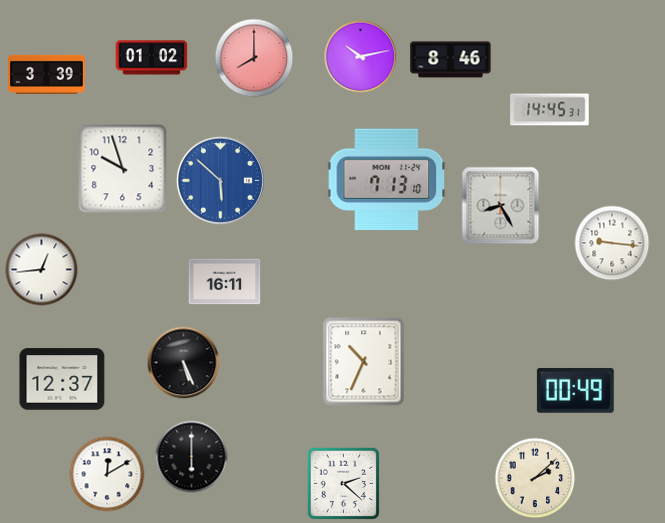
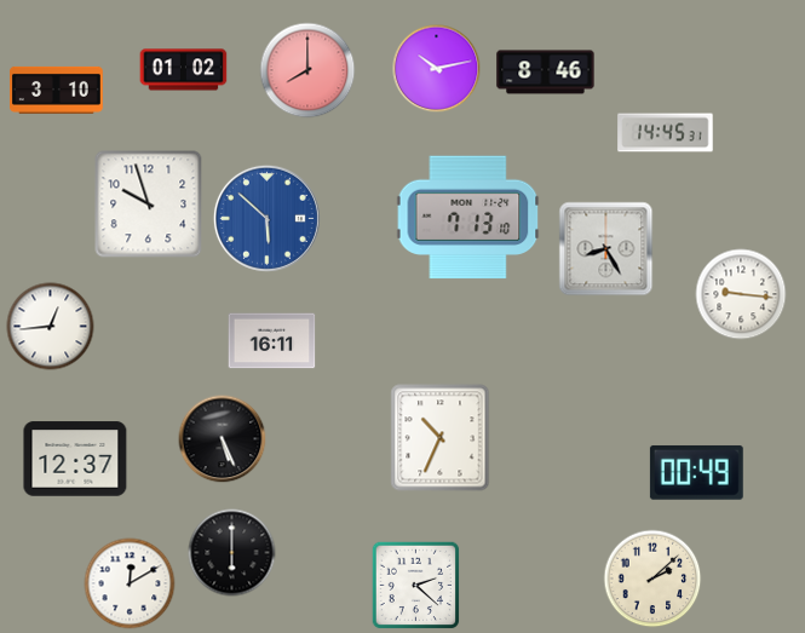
clock at (47, 74): 3:39 -> 3:10
clock at (107, 474) position: (107, 474) -> (130, 583)
clock at (535, 478) position: (535, 478) -> (652, 579)
